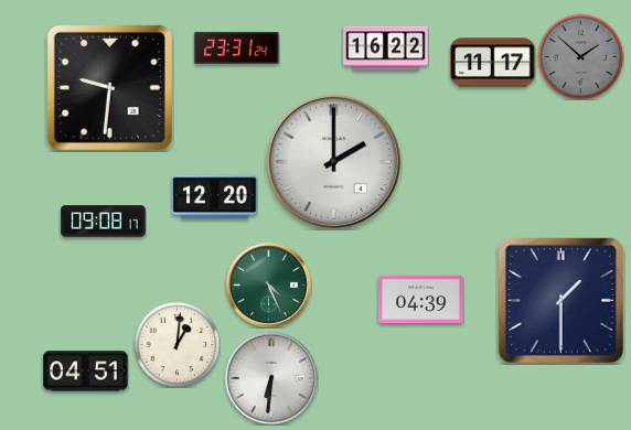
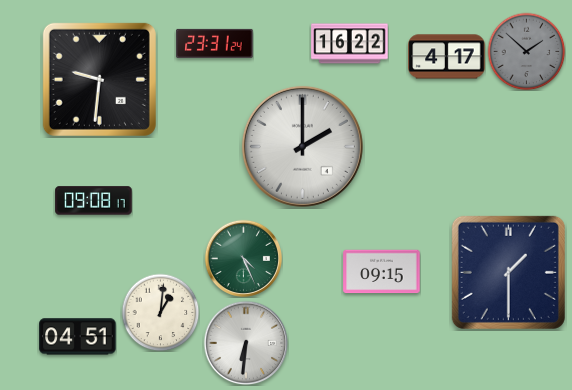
clock at (493, 63): 11:17 -> 4:17
clock at (215, 197): 12:20 -> none
clock at (421, 300): 04:39 -> 09:15
